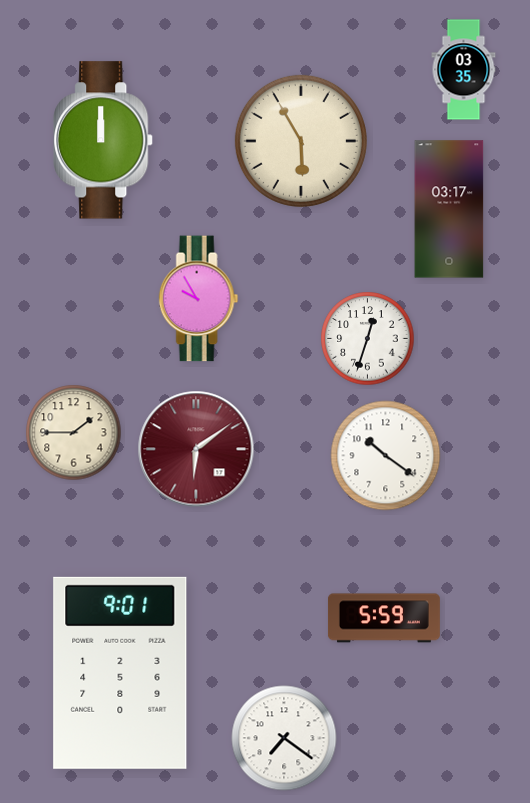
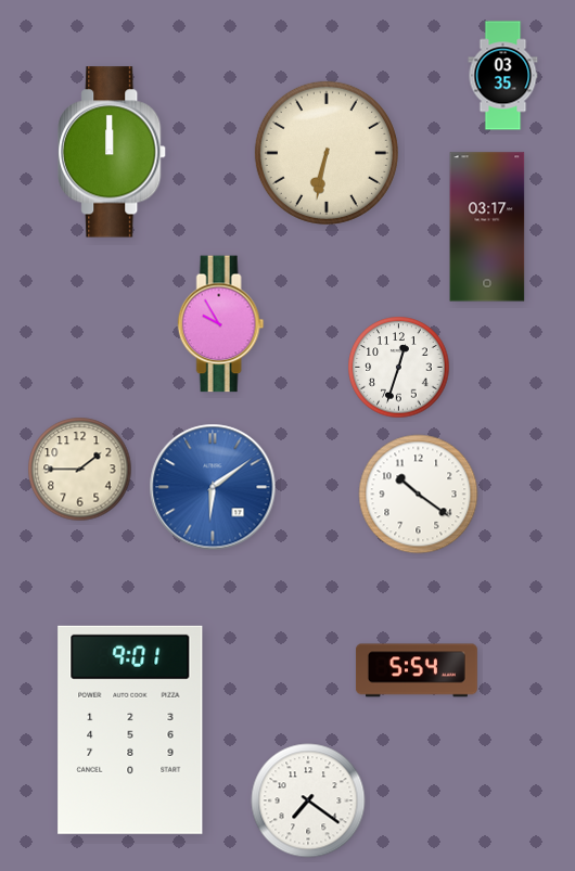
clock at (301, 141): 5:55 -> 6:32
clock at (199, 299) position: (199, 299) -> (221, 324)
clock at (196, 449) dial: burgundy -> blue
clock at (384, 618): 5:59 -> 5:54
